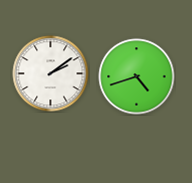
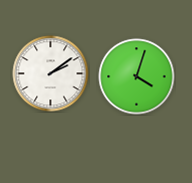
clock at (137, 77): 4:42 -> 4:03
